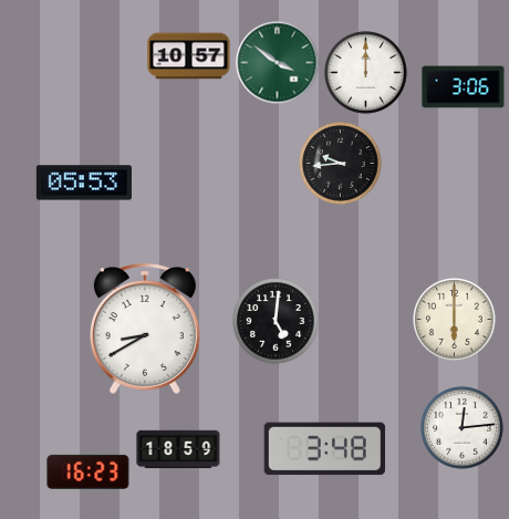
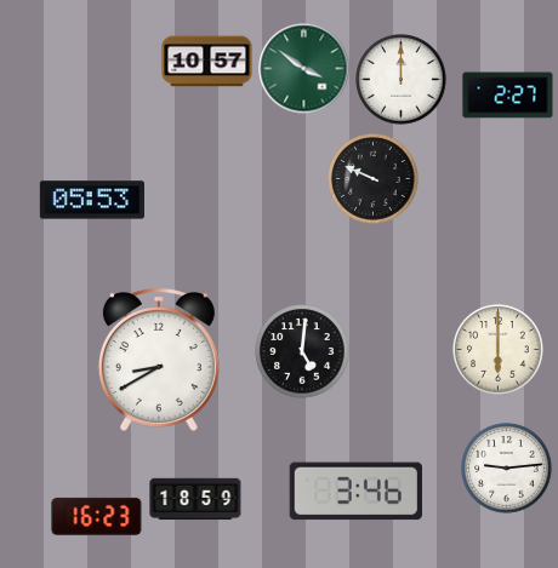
clock at (464, 87): 3:06 -> 2:27
clock at (341, 164): 9:44 -> 9:49
clock at (463, 428): 12:14 -> 9:14
clock at (178, 449) position: (178, 449) -> (195, 499)
clock at (324, 449): 3:48 -> 3:46
